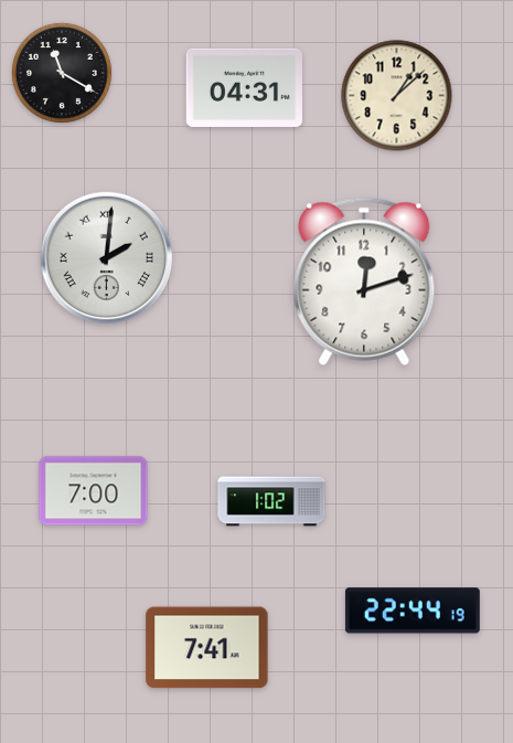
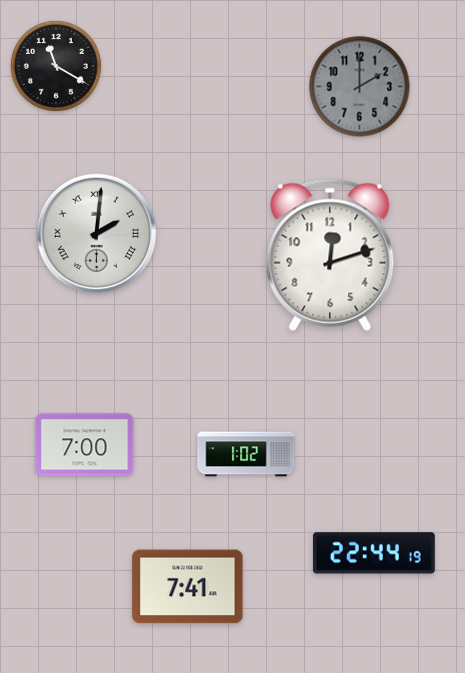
clock at (244, 87): 04:31 -> none
clock at (397, 96): 1:08 -> 2:00
clock at (397, 96) dial: cream -> grey
